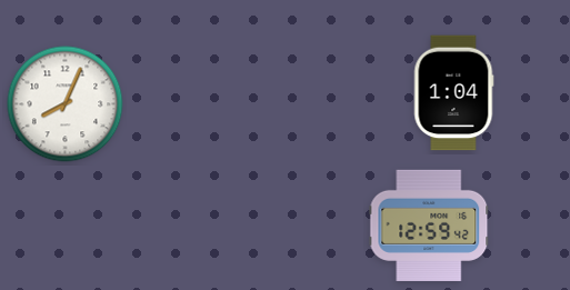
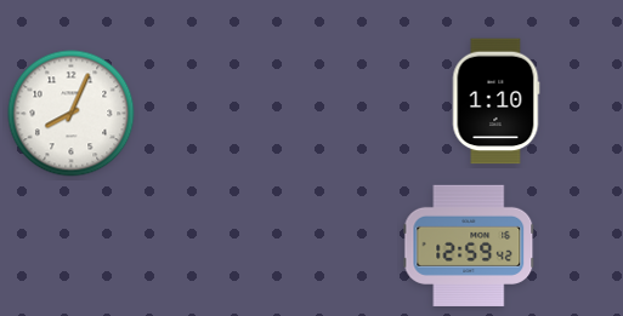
clock at (453, 93): 1:04 -> 1:10
